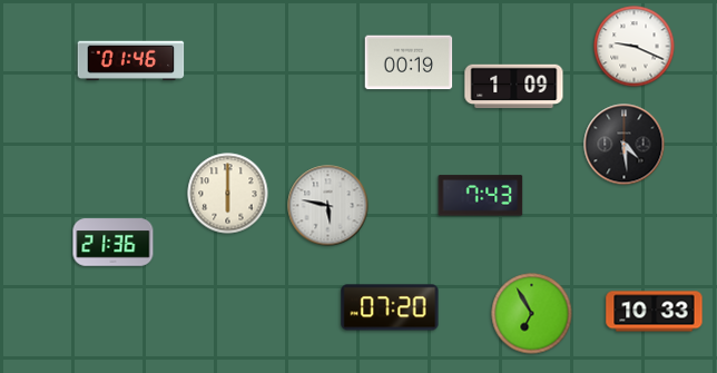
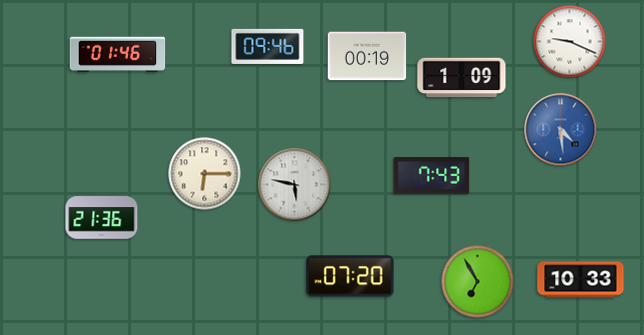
clock at (268, 46): none -> 09:46
clock at (625, 145) dial: black -> blue
clock at (228, 194): 6:00 -> 6:15
clock at (655, 312) position: (655, 312) -> (581, 280)
